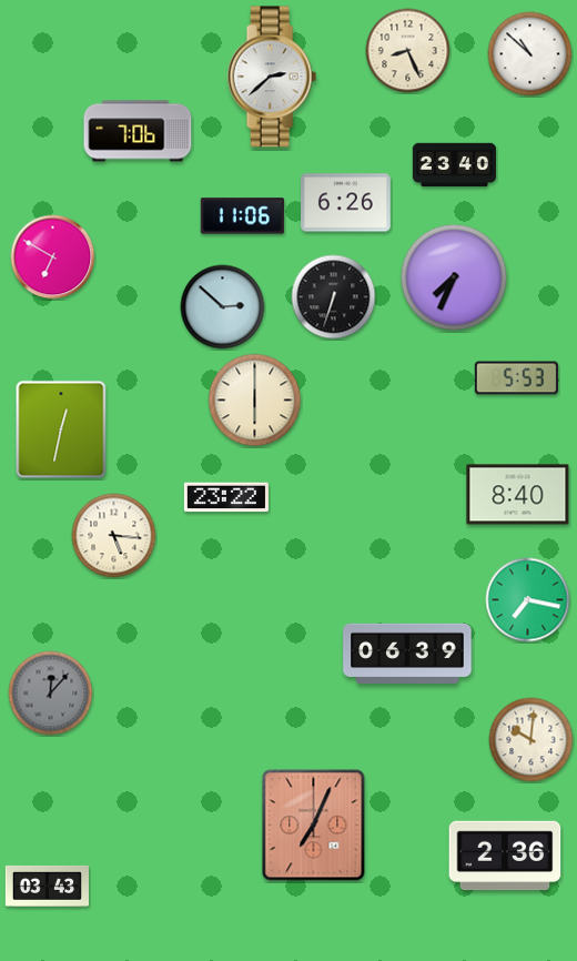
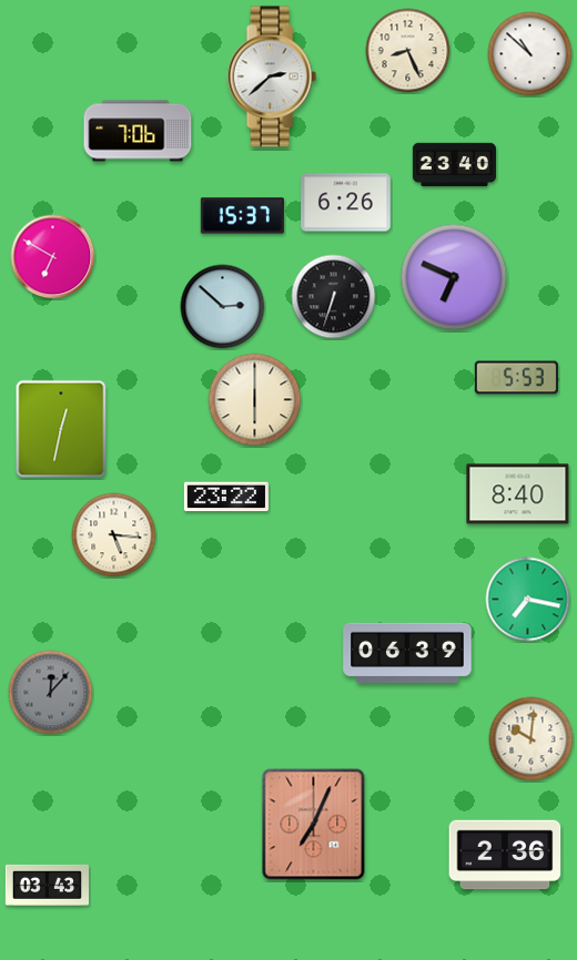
clock at (242, 216): 11:06 -> 15:37
clock at (454, 277): 7:34 -> 6:49
